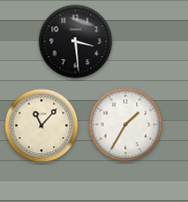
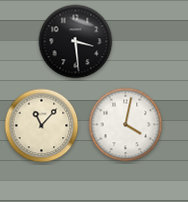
clock at (126, 125): 1:35 -> 4:02
